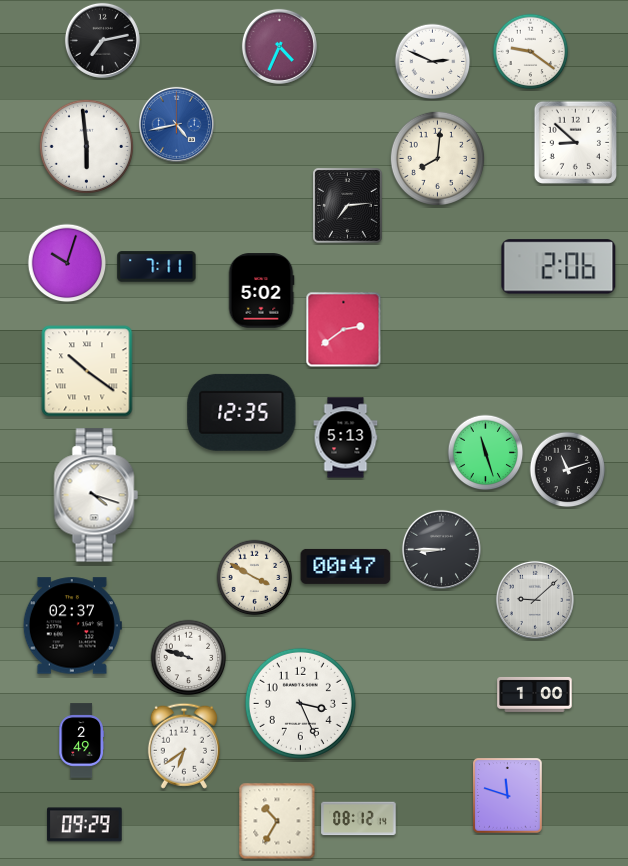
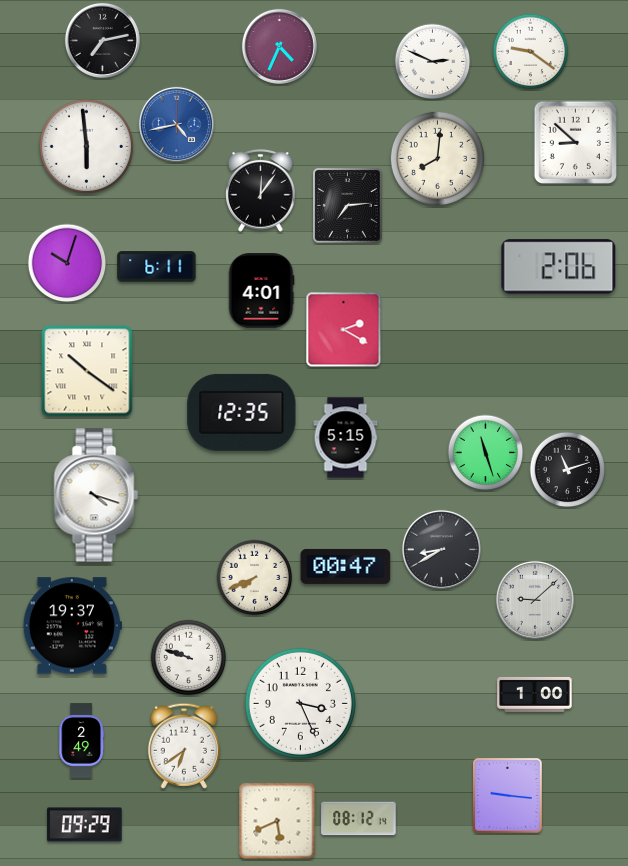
clock at (261, 191): none -> 12:06
clock at (157, 267): 7:11 -> 6:11
clock at (261, 291): 5:02 -> 4:01
clock at (344, 330): 2:39 -> 2:20
clock at (346, 438): 5:13 -> 5:15
clock at (441, 549): 8:45 -> 8:40
clock at (255, 578): 3:50 -> 7:41
clock at (72, 626): 02:37 -> 19:37
clock at (508, 796): 11:48 -> 9:16
clock at (277, 821): 10:35 -> 5:41
